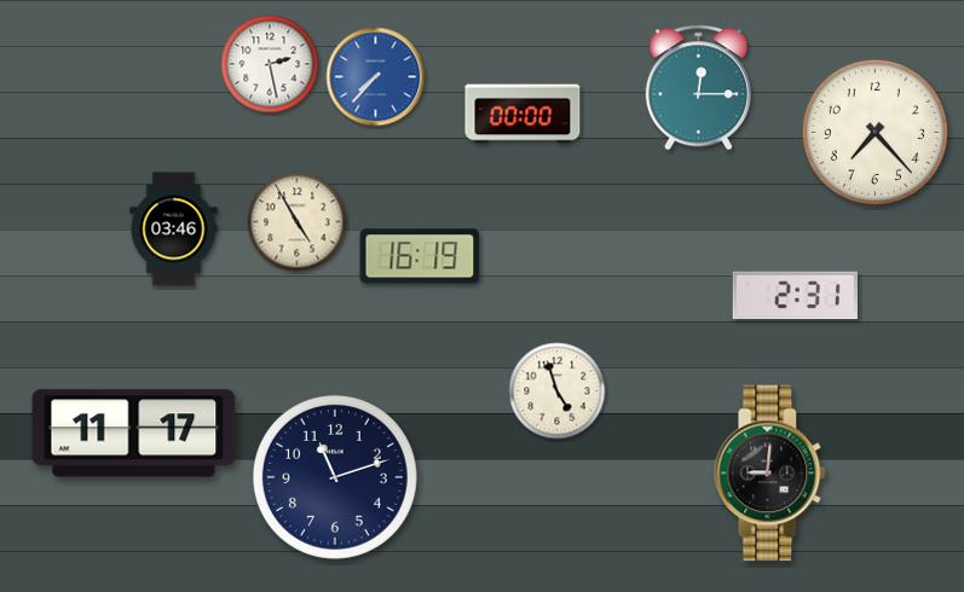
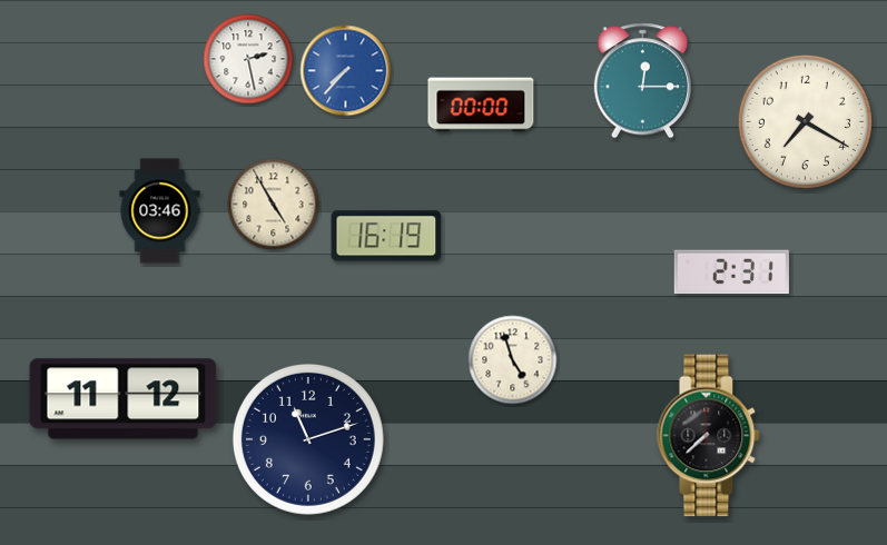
clock at (874, 132): 7:23 -> 7:20
clock at (134, 434): 11:17 -> 11:12
clock at (770, 474): 9:01 -> 7:38
